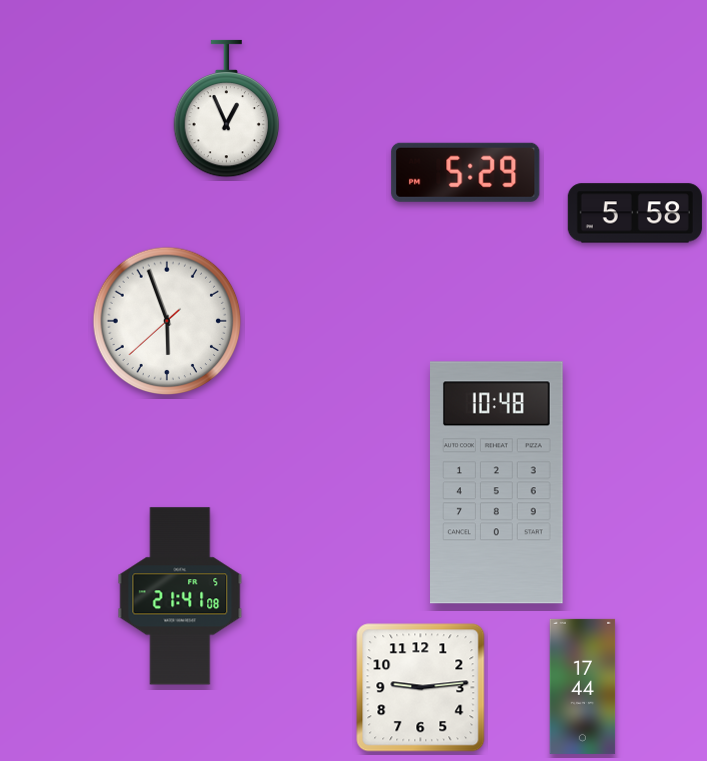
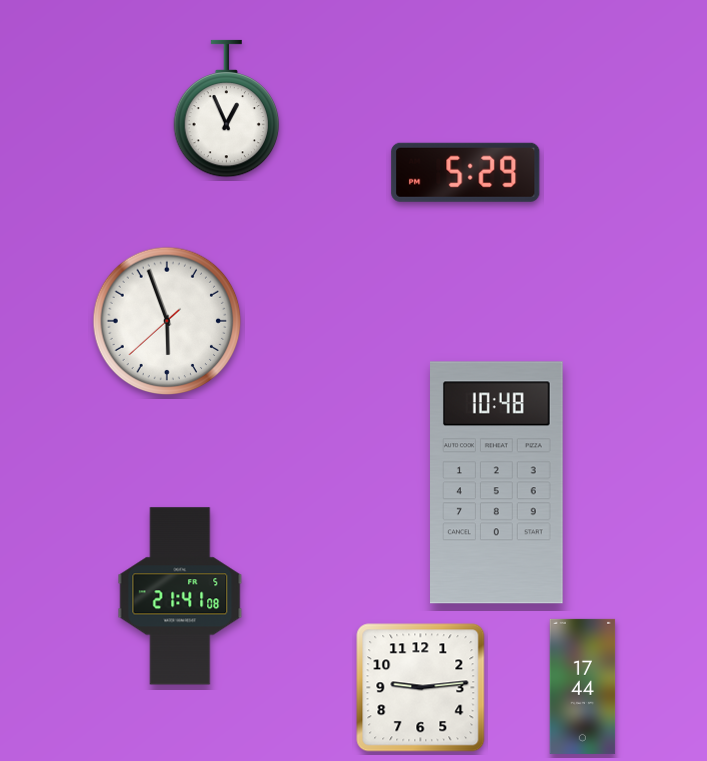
clock at (635, 213): 5:58 -> none
